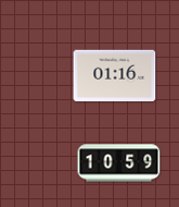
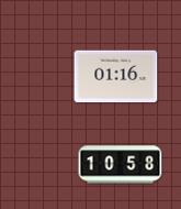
clock at (119, 163): 10:59 -> 10:58
